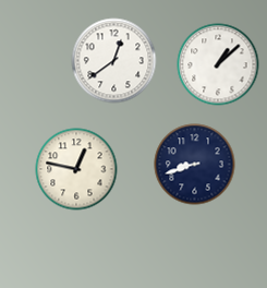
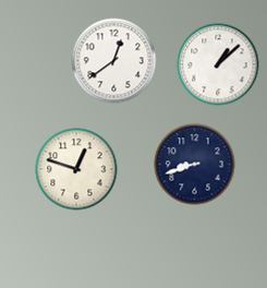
clock at (76, 169): 12:47 -> 12:48
